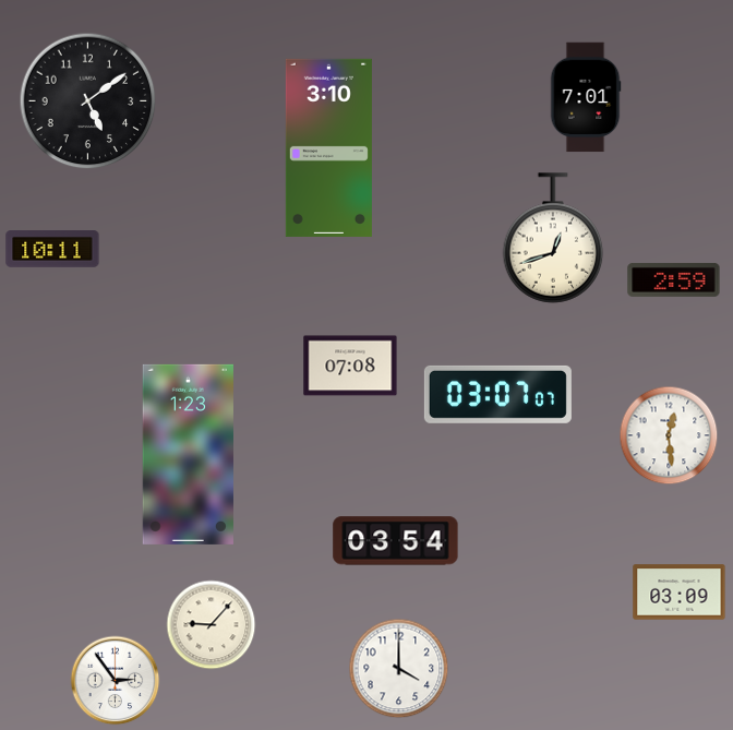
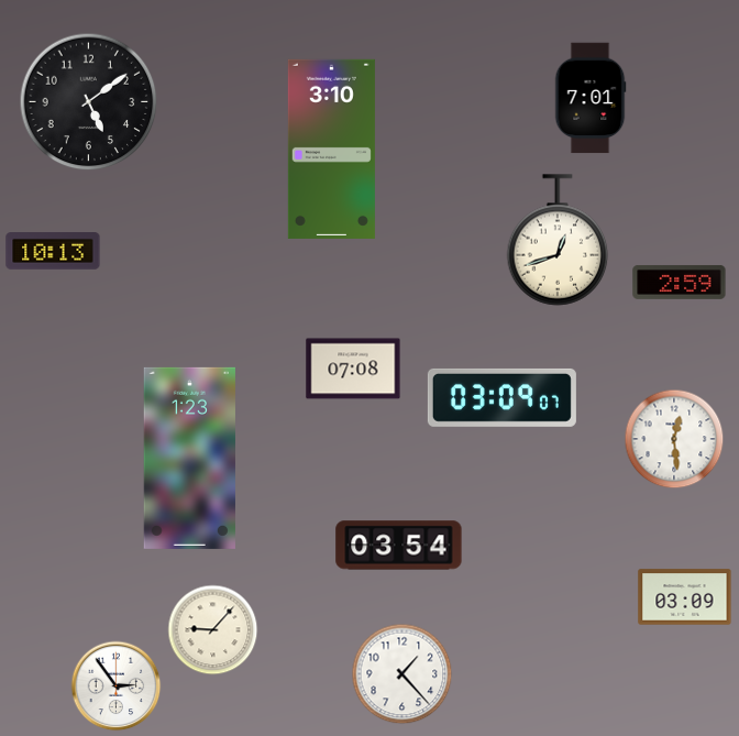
clock at (52, 250): 10:11 -> 10:13
clock at (497, 394): 03:07 -> 03:09
clock at (399, 669): 4:00 -> 1:23
